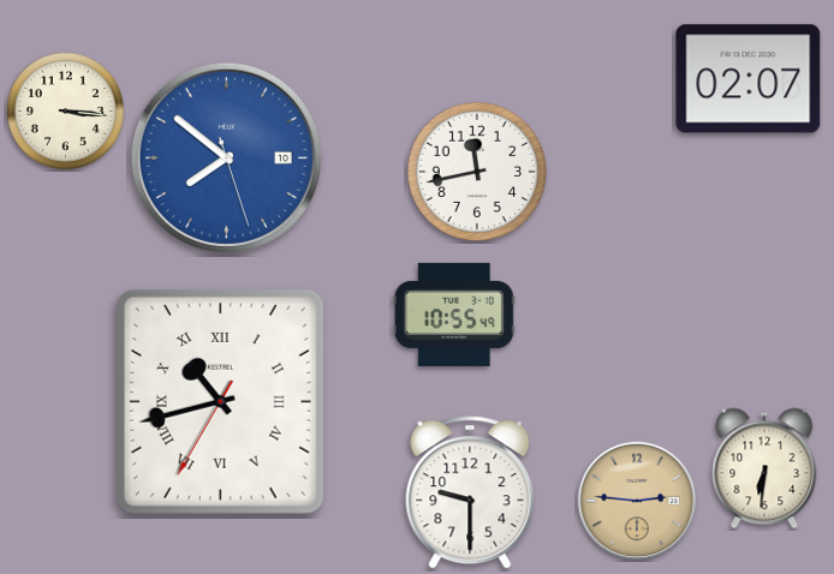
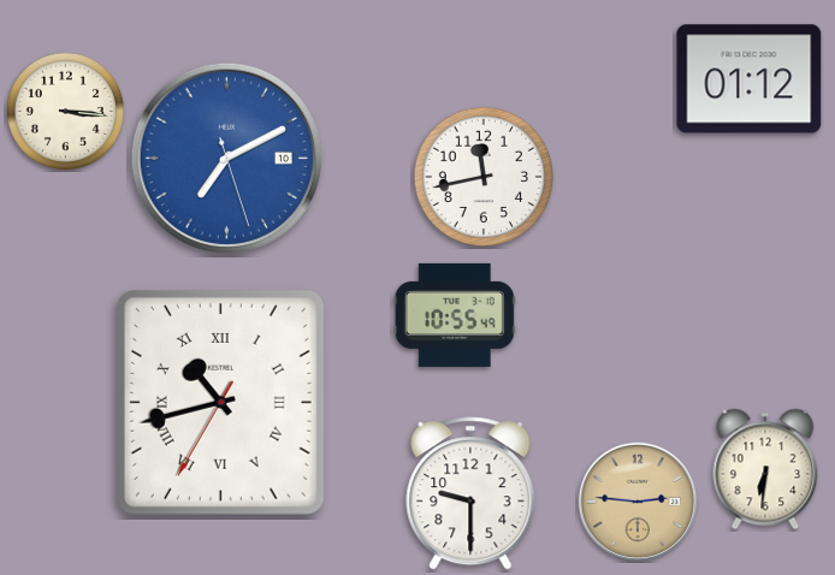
clock at (749, 79): 02:07 -> 01:12
clock at (226, 157): 7:51 -> 7:10
clock at (476, 171) position: (476, 171) -> (482, 176)
